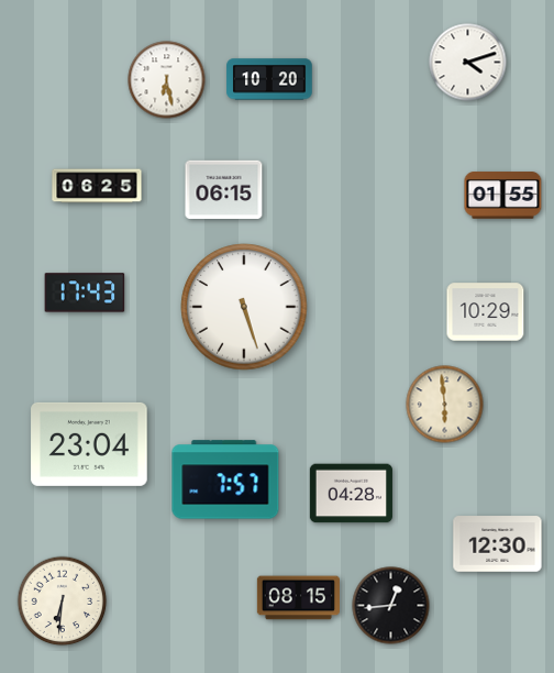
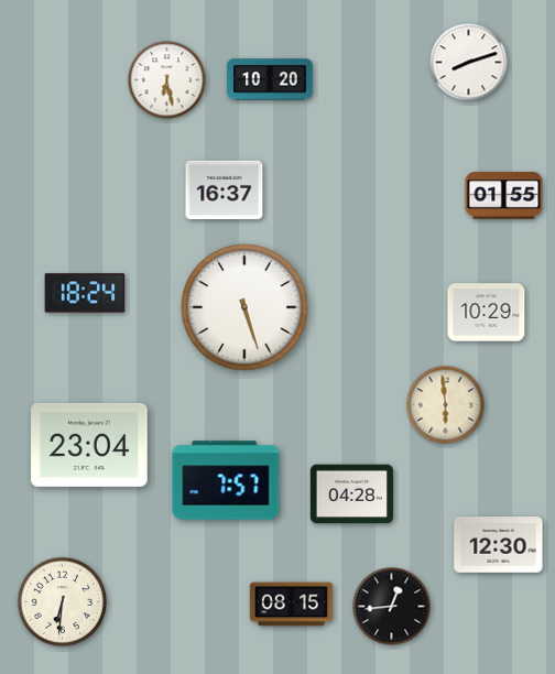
clock at (468, 63): 4:12 -> 8:12
clock at (97, 186): 06:25 -> none
clock at (224, 190): 06:15 -> 16:37
clock at (85, 293): 17:43 -> 18:24
clock at (298, 598) position: (298, 598) -> (291, 605)
